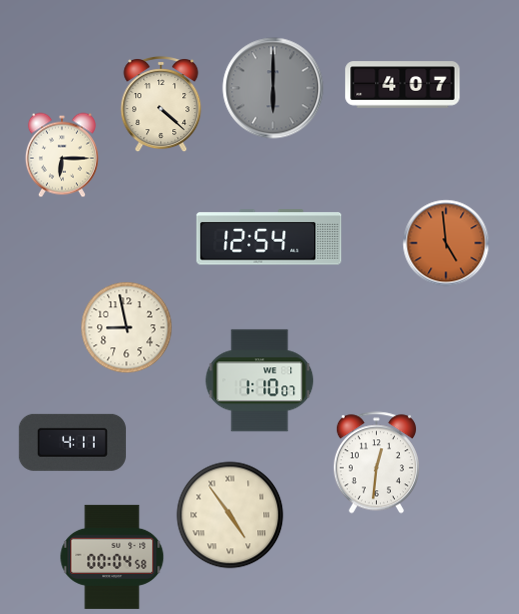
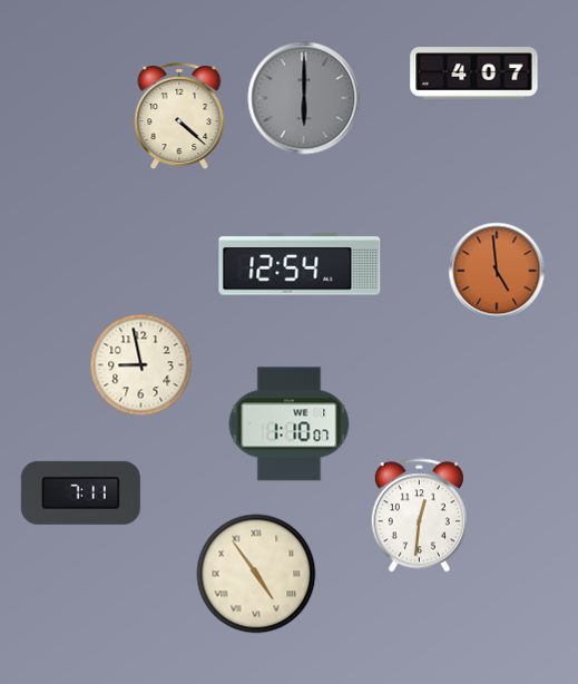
clock at (403, 85) position: (403, 85) -> (474, 74)
clock at (62, 155): 6:15 -> none
clock at (72, 442): 4:11 -> 7:11
clock at (112, 557): 00:04 -> none
